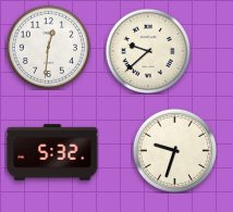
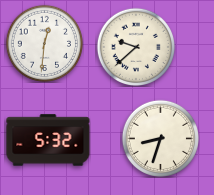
clock at (174, 150): 9:33 -> 8:33
